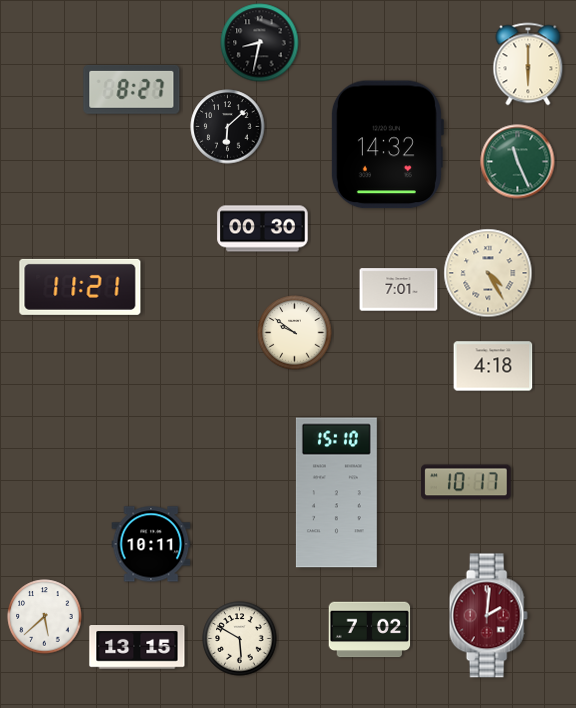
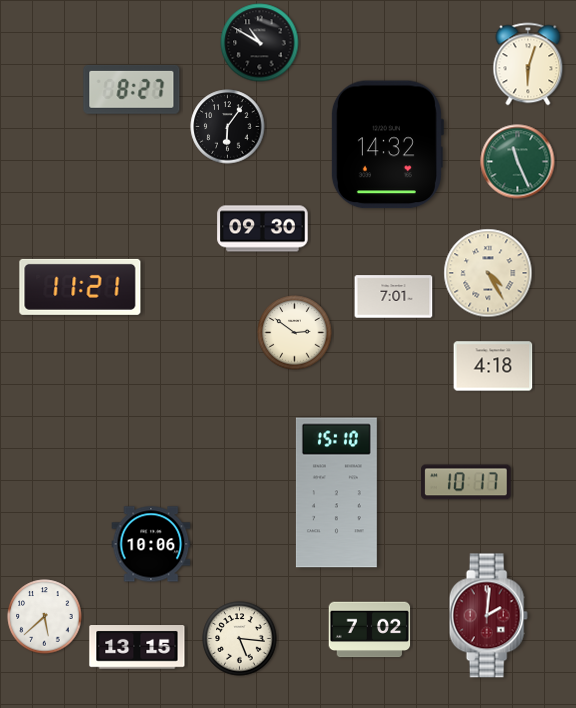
clock at (260, 43): 8:32 -> 10:50
clock at (528, 64): 6:00 -> 6:03
clock at (228, 127): 6:08 -> 6:06
clock at (263, 229): 00:30 -> 09:30
clock at (399, 290) position: (399, 290) -> (394, 297)
clock at (295, 333): 9:51 -> 2:51
clock at (151, 544): 10:11 -> 10:06
clock at (240, 639): 5:50 -> 5:16
